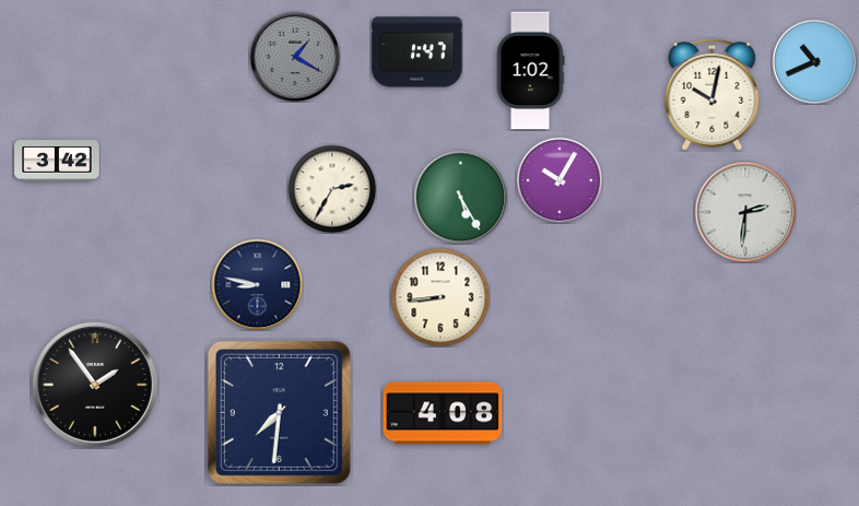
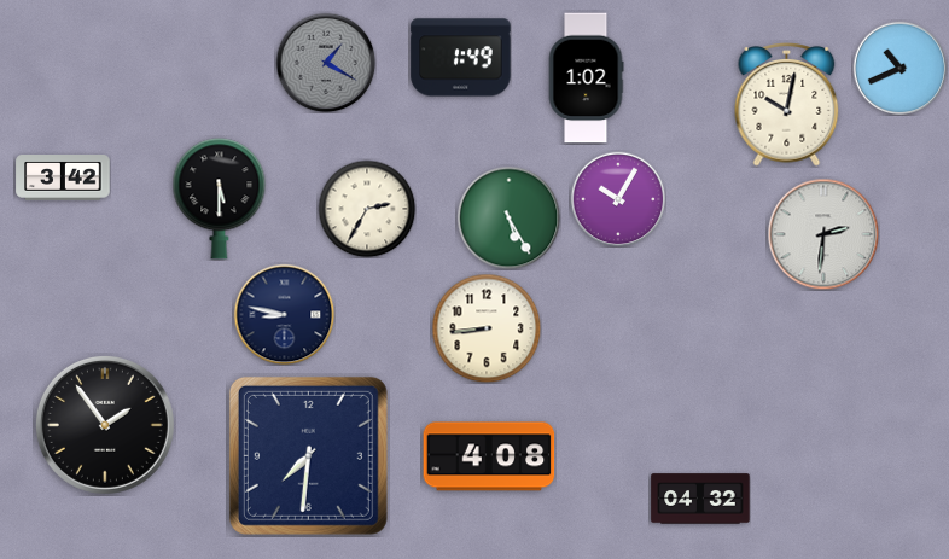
clock at (417, 52): 1:47 -> 1:49
clock at (220, 199): none -> 5:30
clock at (700, 499): none -> 04:32
